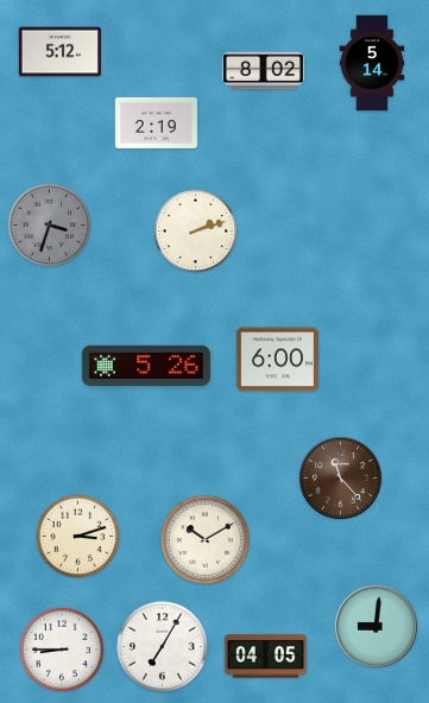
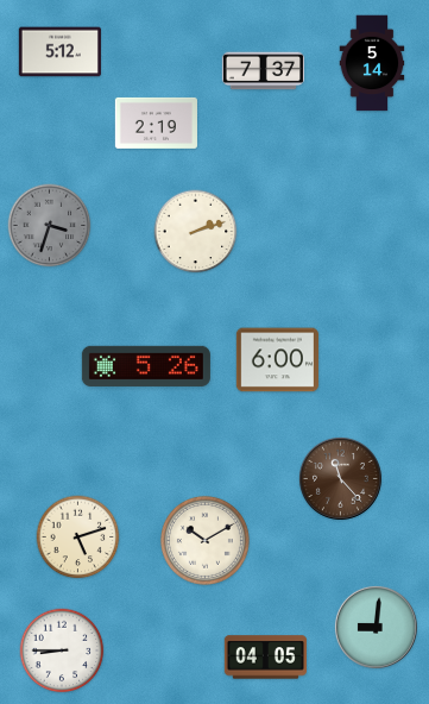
clock at (263, 71): 8:02 -> 7:37
clock at (78, 537): 3:12 -> 5:12
clock at (163, 647): 7:05 -> none
